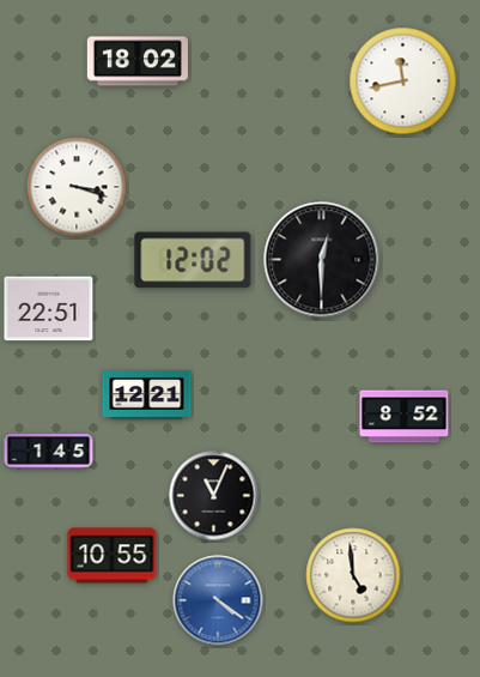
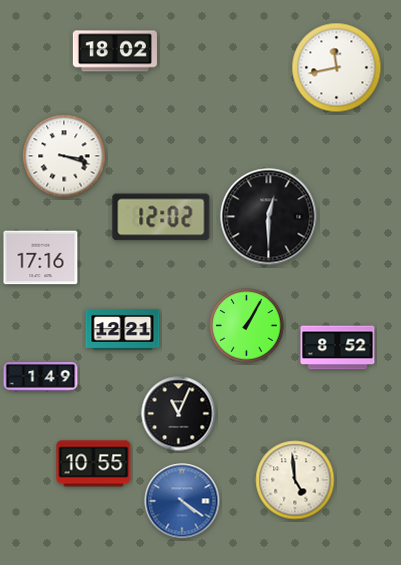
clock at (49, 309): 22:51 -> 17:16
clock at (247, 326): none -> 1:05
clock at (49, 452): 1:45 -> 1:49
